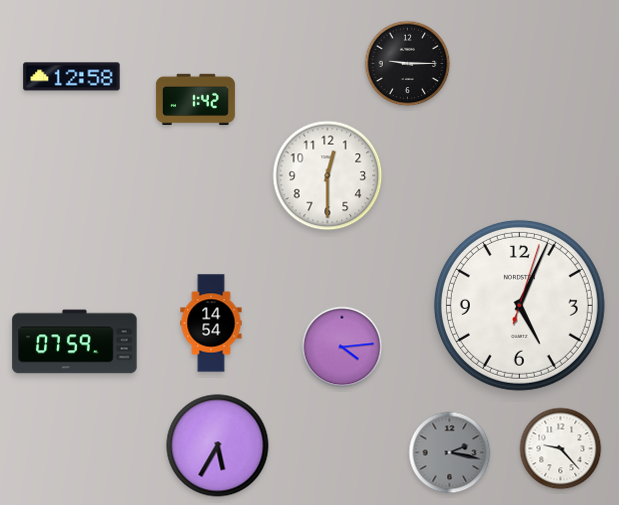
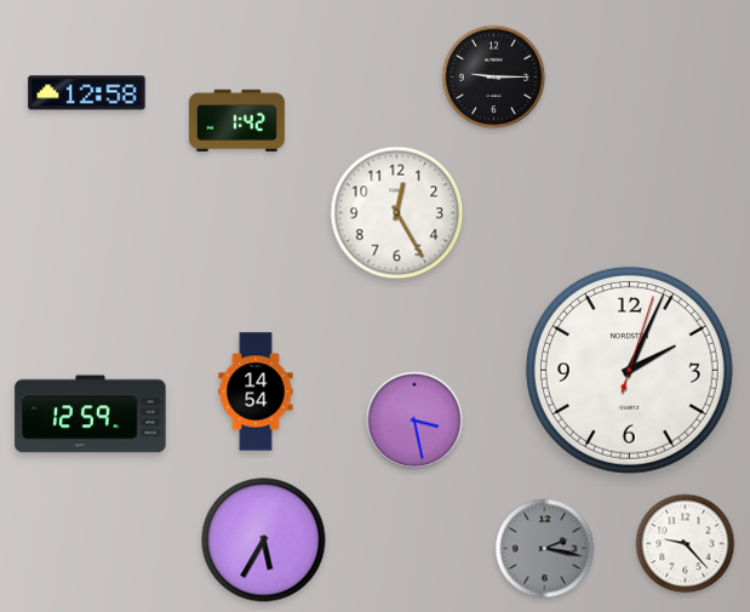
clock at (328, 176): 12:30 -> 12:25
clock at (519, 305): 5:04 -> 2:04
clock at (75, 342): 07:59 -> 12:59
clock at (342, 347): 4:14 -> 3:28
clock at (561, 449) position: (561, 449) -> (686, 544)
